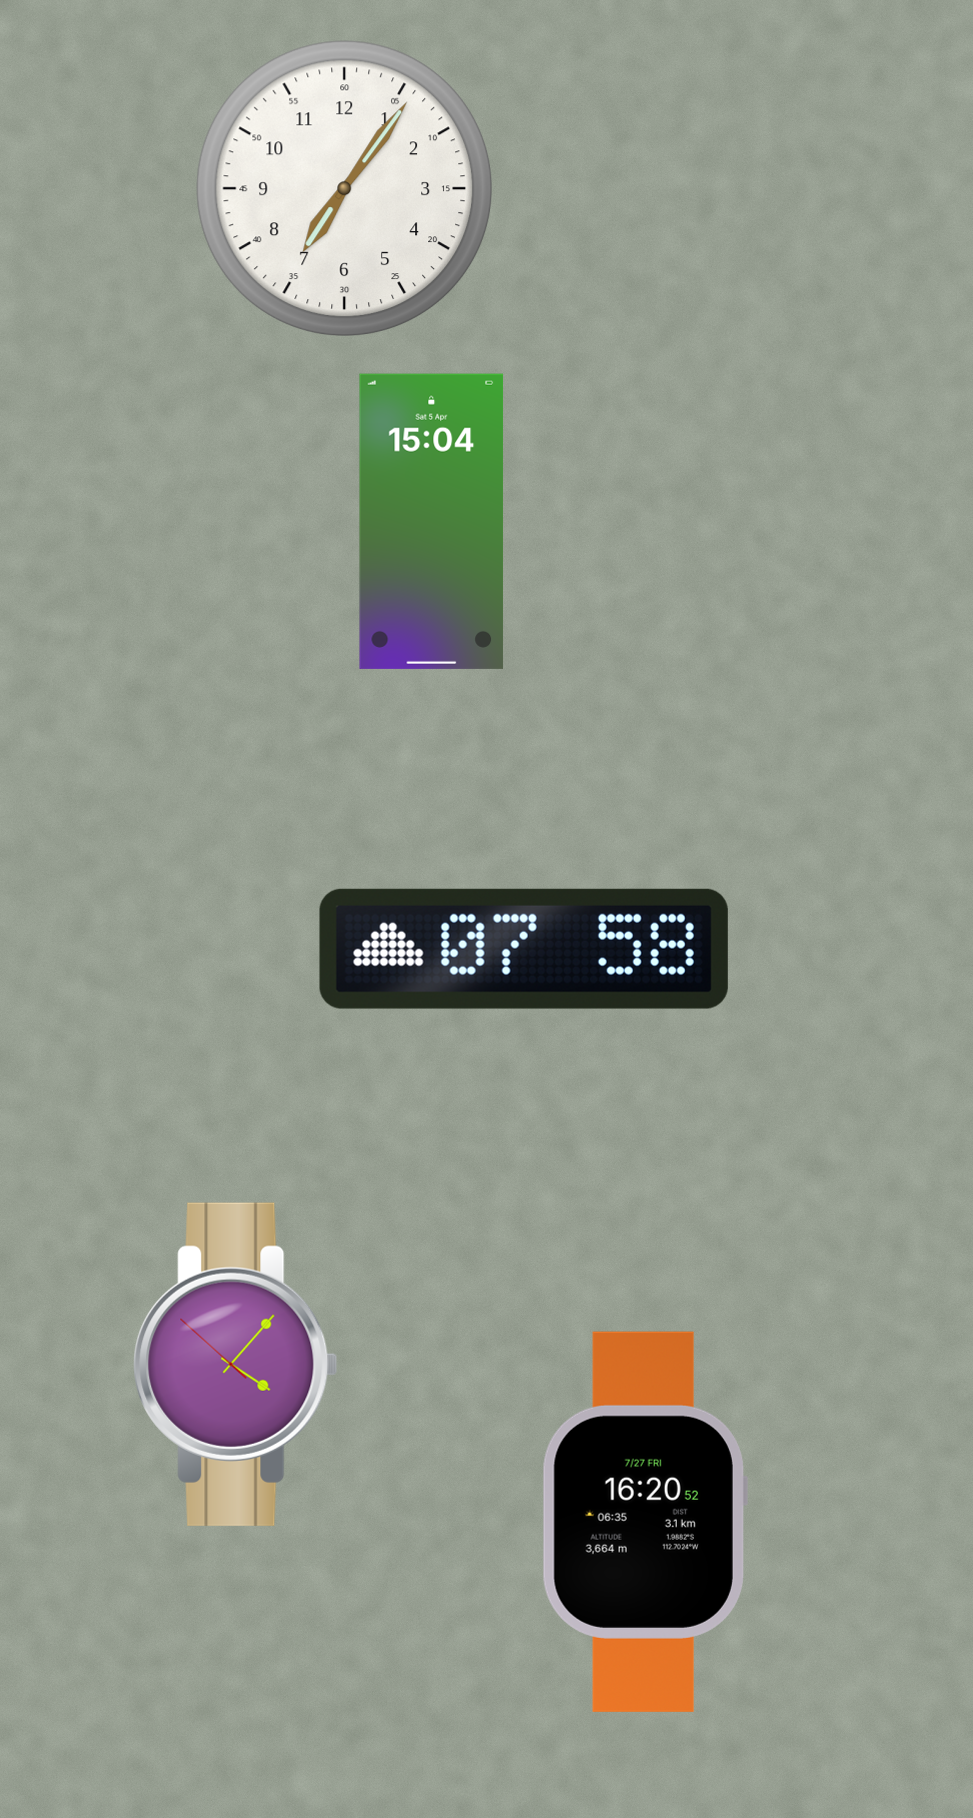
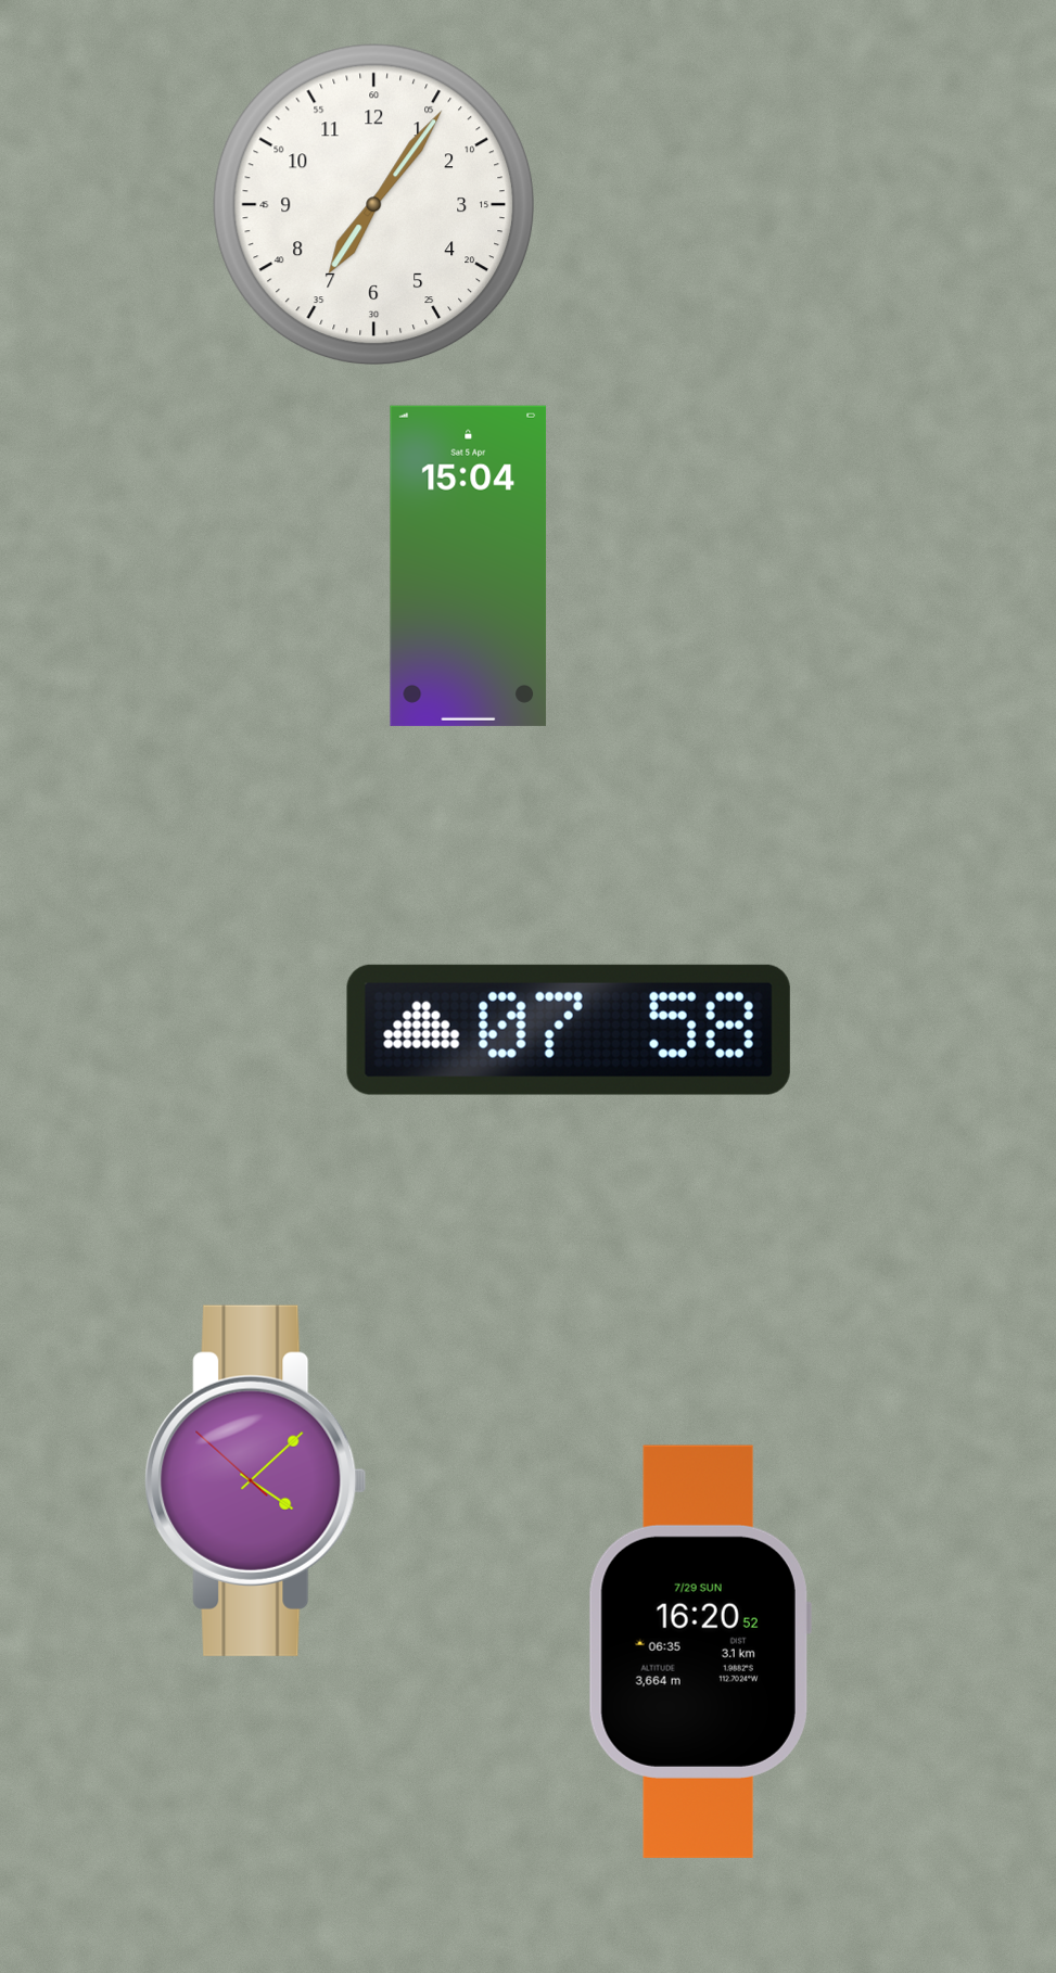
clock at (236, 1364): 4:06 -> 4:07
clock at (645, 1522) date: 7/27 FRI -> 7/29 SUN
